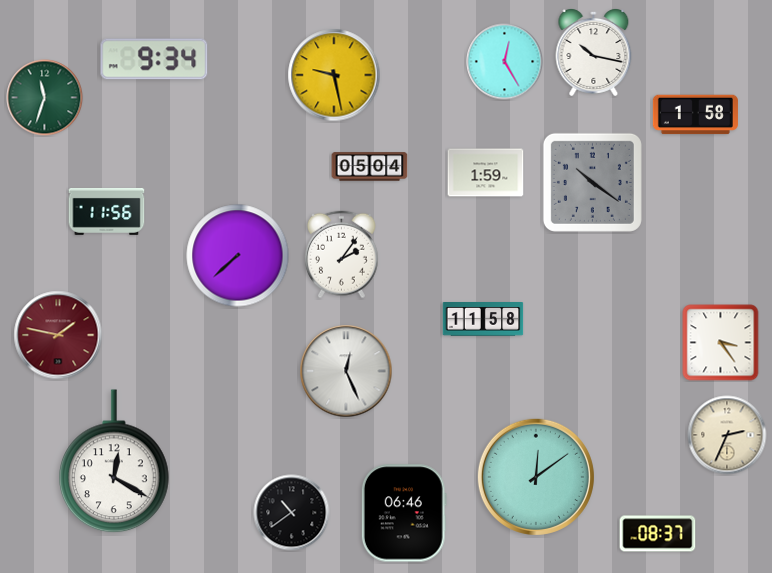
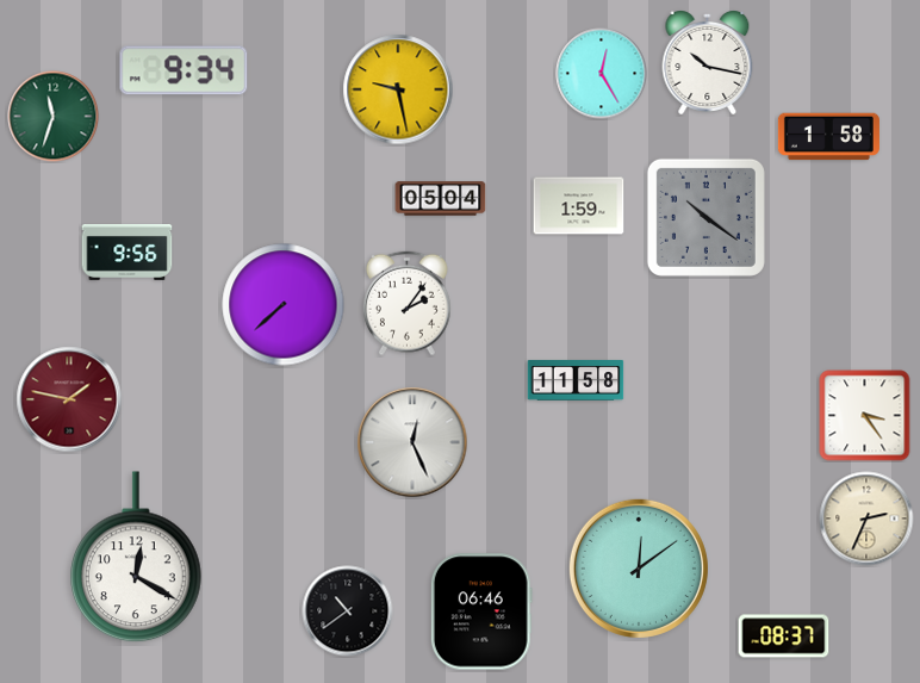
clock at (107, 211): 11:56 -> 9:56
clock at (721, 343) position: (721, 343) -> (865, 416)
clock at (115, 462) position: (115, 462) -> (137, 558)
